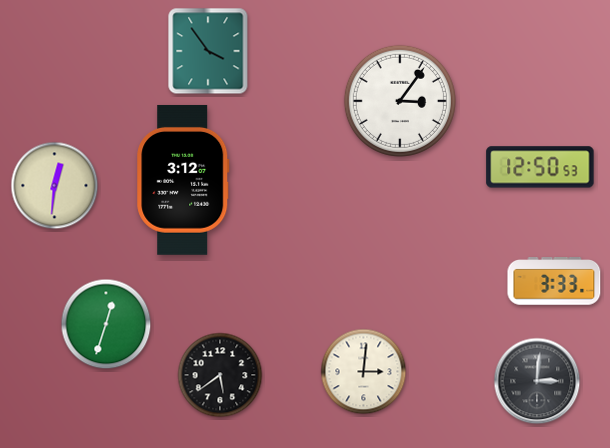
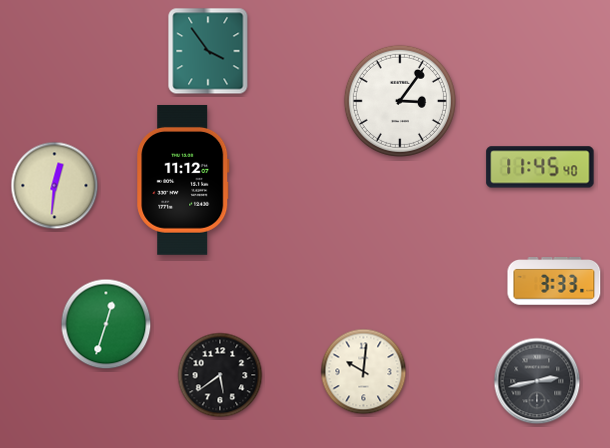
clock at (540, 167): 12:50 -> 11:45
clock at (183, 180): 3:12 -> 11:12
clock at (364, 372): 3:01 -> 10:01
clock at (537, 381): 3:01 -> 2:43
